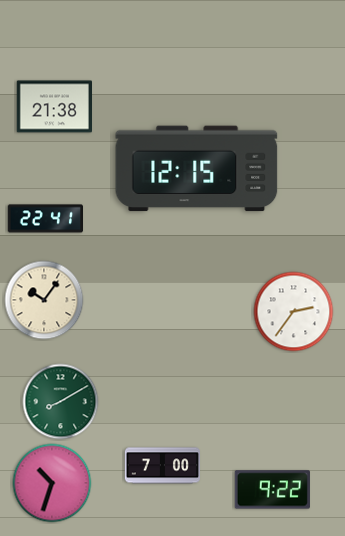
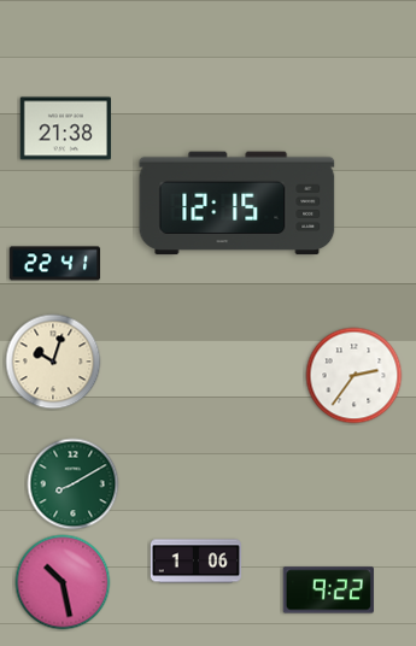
clock at (44, 300): 10:06 -> 10:03
clock at (162, 466): 7:00 -> 1:06
clock at (52, 483): 10:33 -> 10:28
